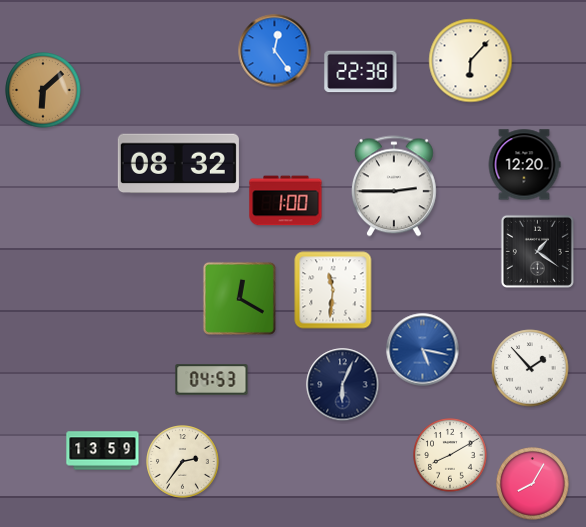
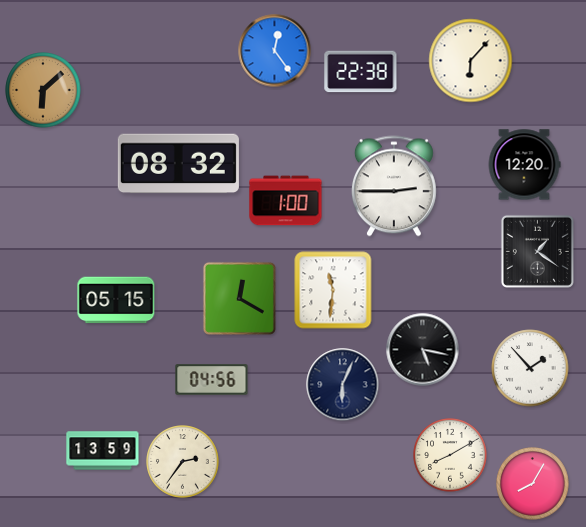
clock at (116, 300): none -> 05:15
clock at (423, 350) dial: blue -> black
clock at (212, 380): 04:53 -> 04:56
